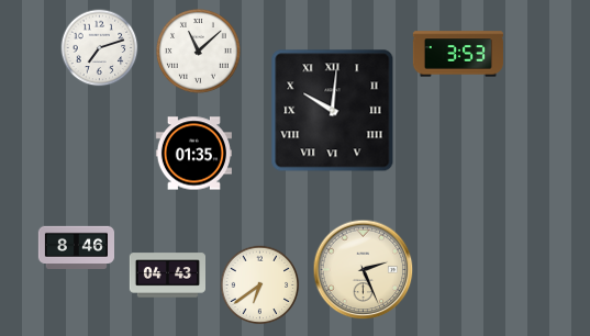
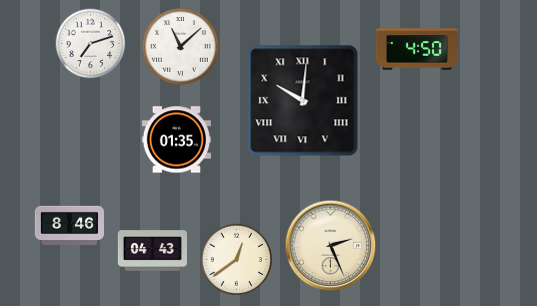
clock at (458, 54): 3:53 -> 4:50
clock at (260, 285): 6:39 -> 12:39
